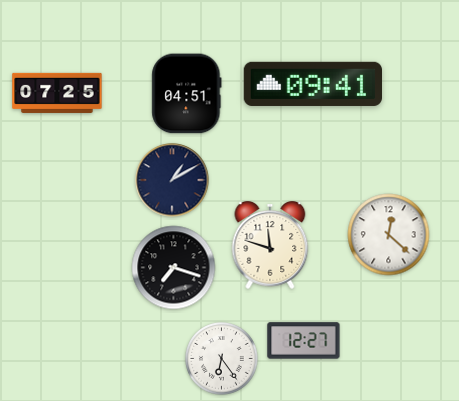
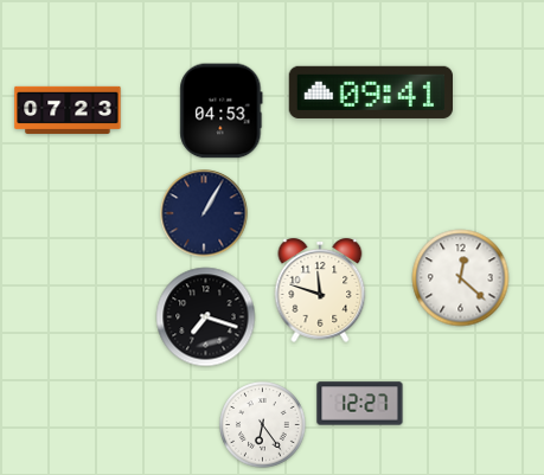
clock at (312, 84) position: (312, 84) -> (370, 92)
clock at (57, 93): 07:25 -> 07:23
clock at (187, 94): 04:51 -> 04:53
clock at (172, 180): 1:10 -> 1:05
